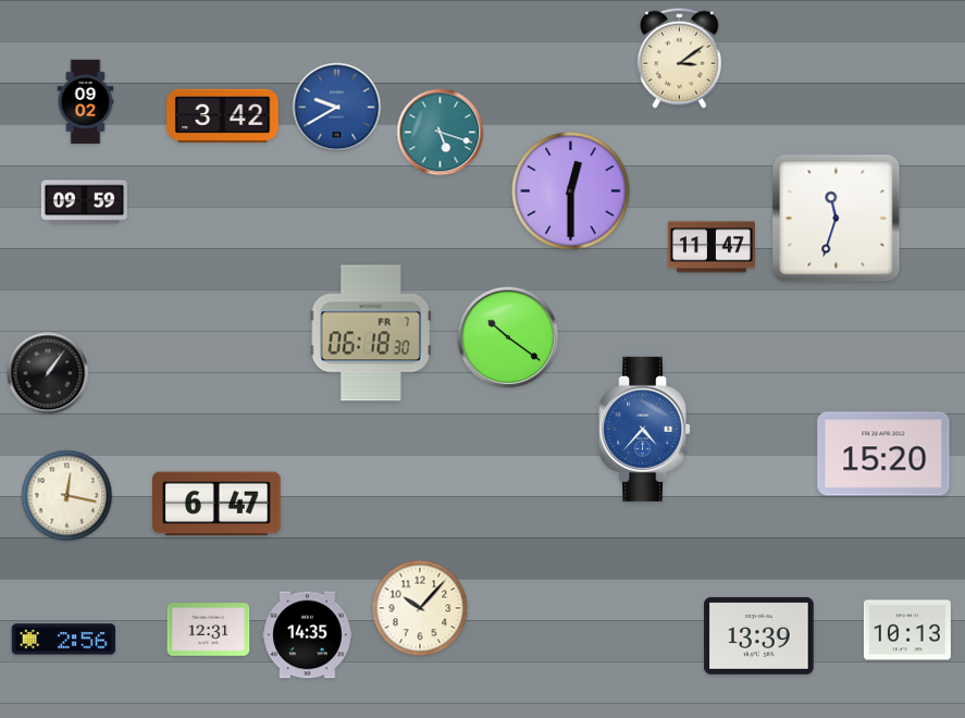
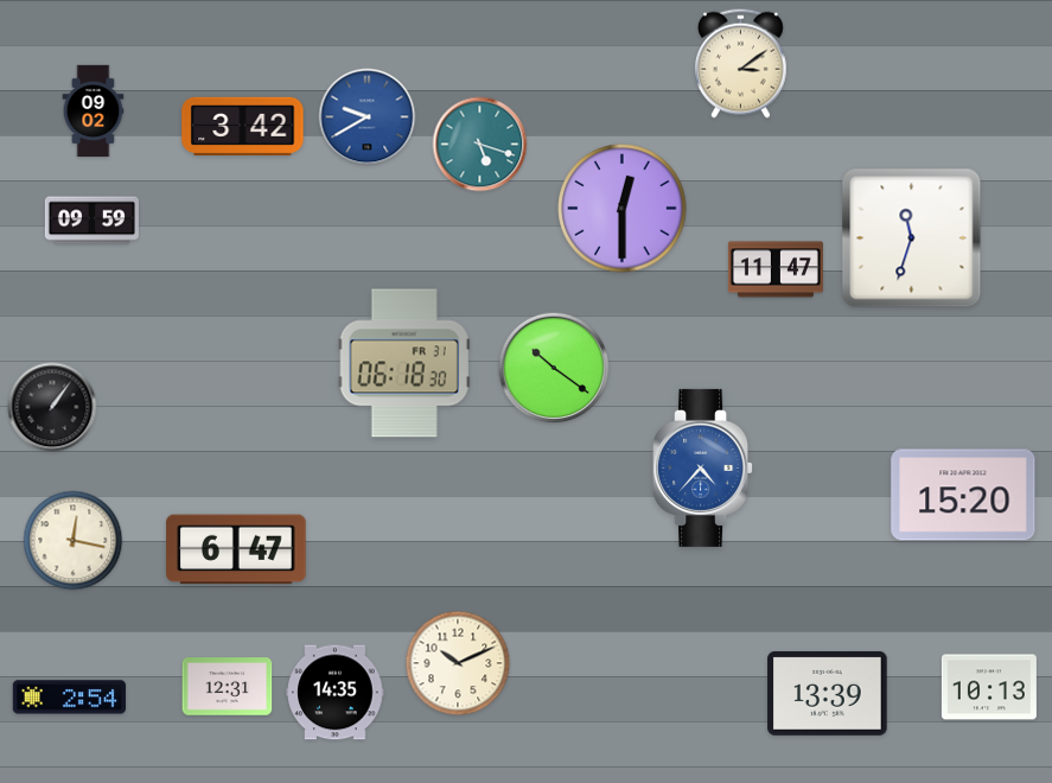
clock at (371, 333) date: FR 7 -> FR 31
clock at (420, 608): 10:07 -> 10:11
clock at (63, 640): 2:56 -> 2:54
